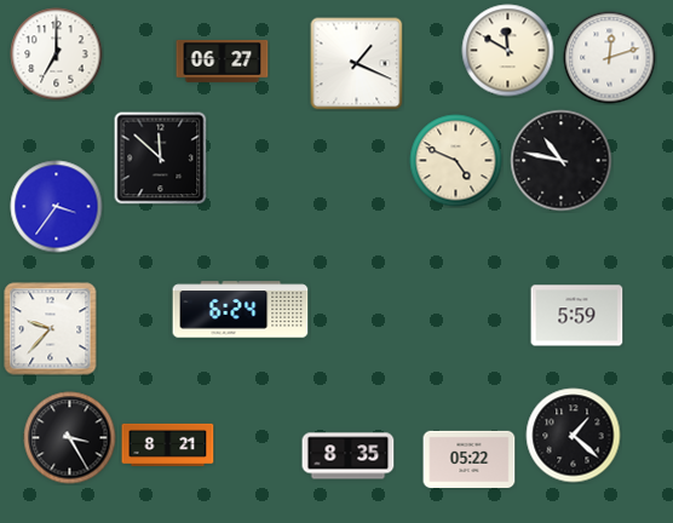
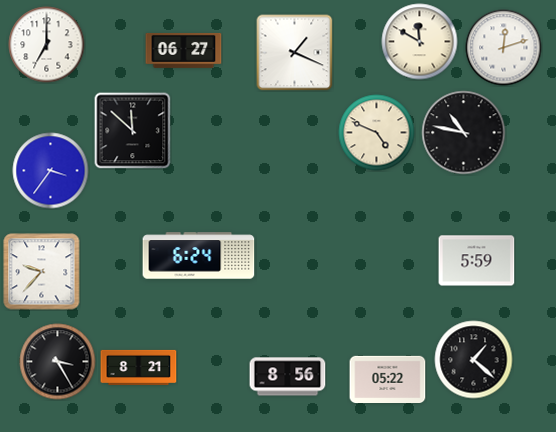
clock at (57, 207) position: (57, 207) -> (51, 171)
clock at (349, 456): 8:35 -> 8:56
